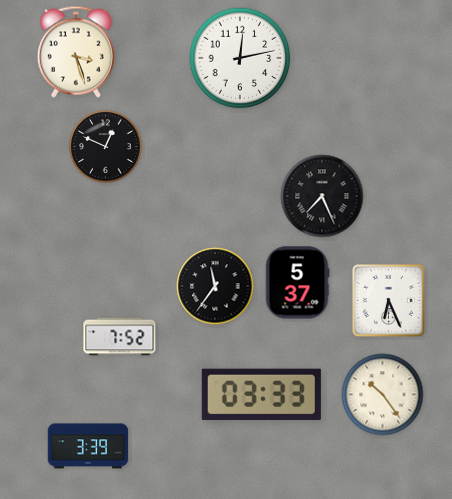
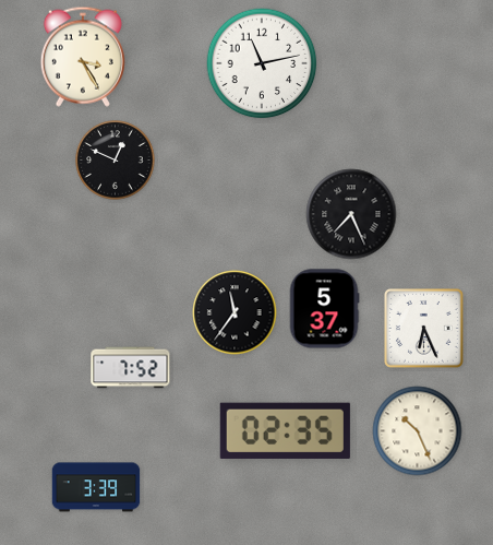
clock at (76, 52): 3:27 -> 3:25
clock at (240, 58): 12:13 -> 11:13
clock at (261, 394): 03:33 -> 02:35
clock at (383, 395): 10:24 -> 10:26
